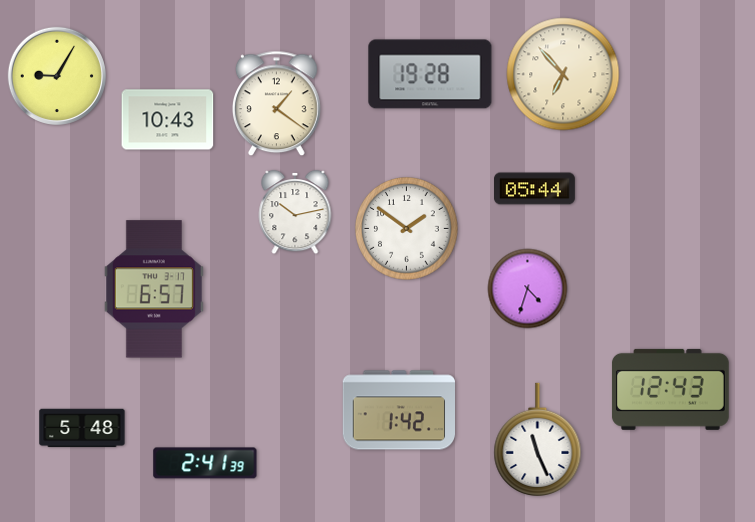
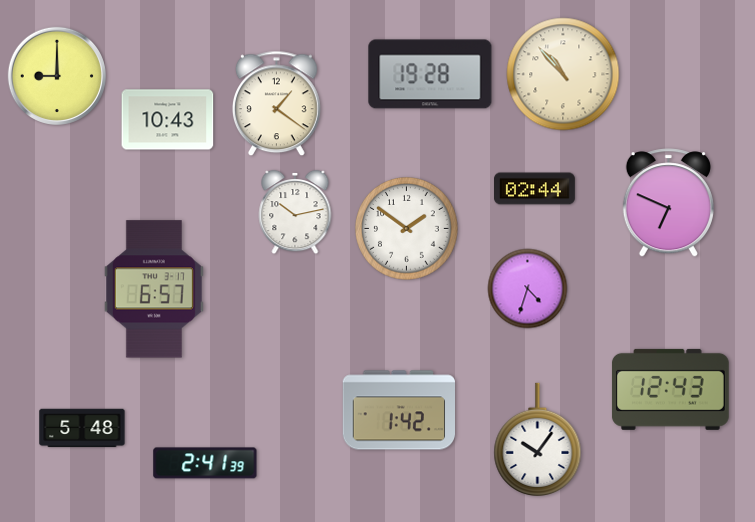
clock at (563, 74): 6:53 -> 10:53
clock at (56, 75): 9:05 -> 9:00
clock at (535, 189): 05:44 -> 02:44
clock at (668, 203): none -> 6:49
clock at (538, 439): 11:26 -> 10:06
